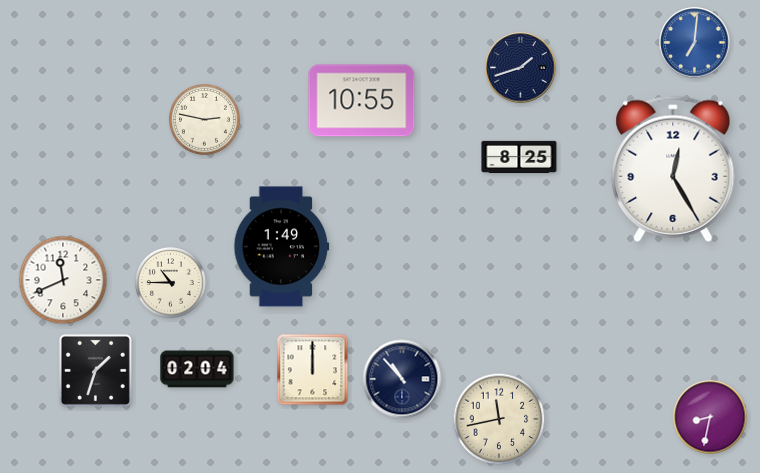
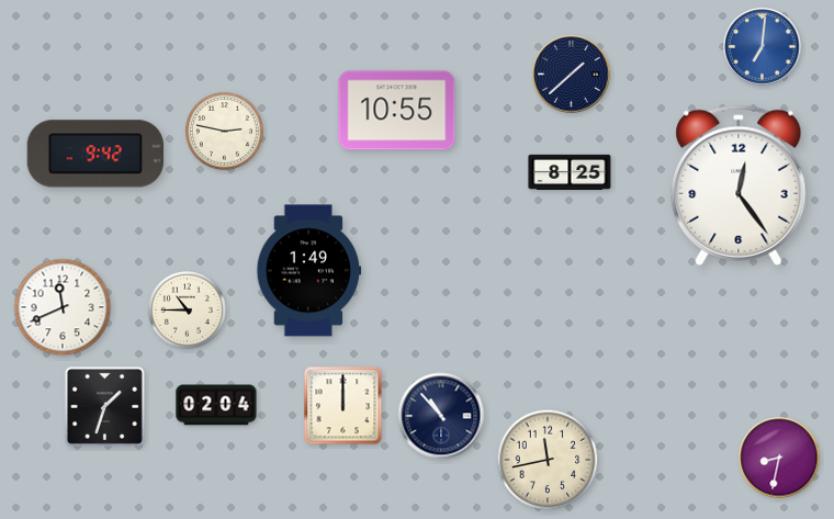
clock at (521, 68): 1:42 -> 1:38
clock at (95, 154): none -> 9:42
clock at (673, 169): 12:25 -> 12:24
clock at (63, 280) position: (63, 280) -> (63, 307)
